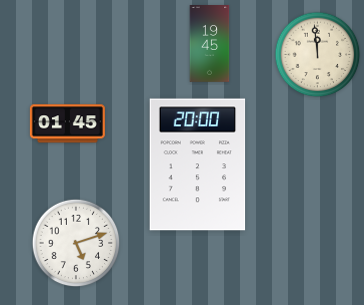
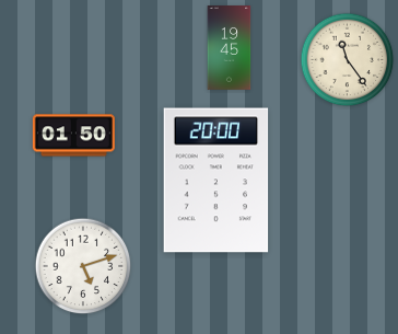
clock at (318, 55): 11:59 -> 11:24
clock at (67, 124): 01:45 -> 01:50
